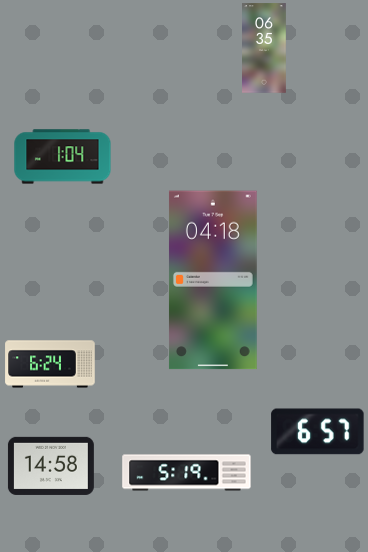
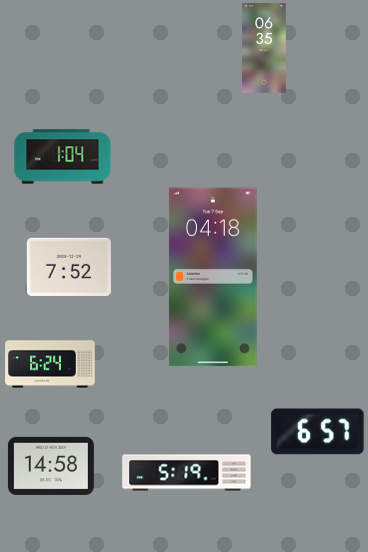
clock at (69, 267): none -> 7:52
clock at (213, 280) position: (213, 280) -> (213, 277)
